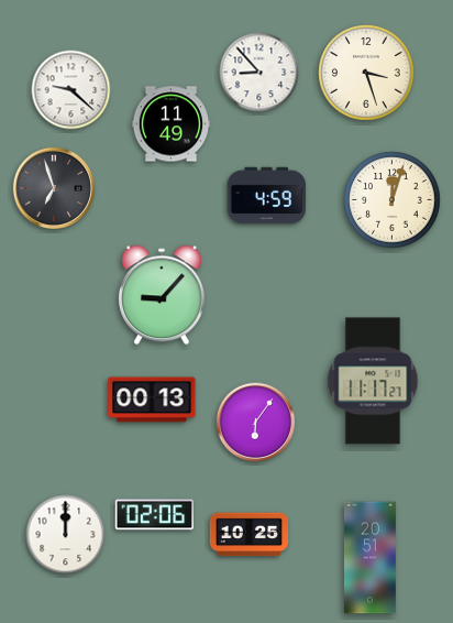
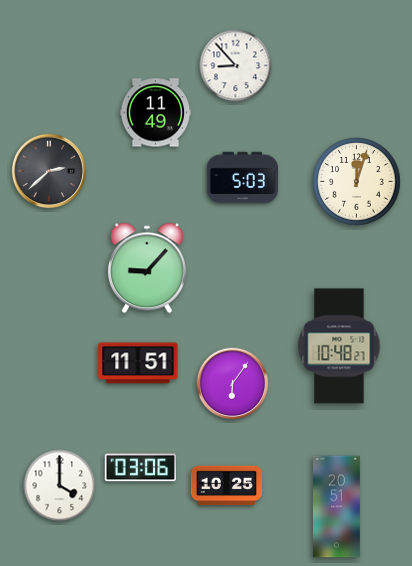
clock at (366, 73): 3:27 -> none
clock at (71, 90): 9:22 -> none
clock at (53, 187): 6:57 -> 2:38
clock at (267, 196): 4:59 -> 5:03
clock at (373, 381): 11:17 -> 10:48
clock at (152, 400): 00:13 -> 11:51
clock at (154, 515): 02:06 -> 03:06
clock at (66, 535): 12:00 -> 4:00
